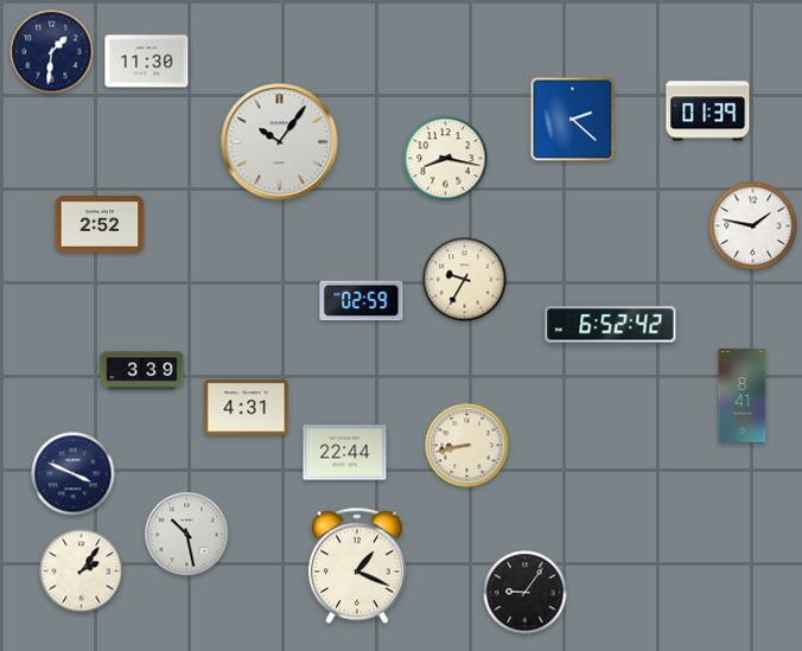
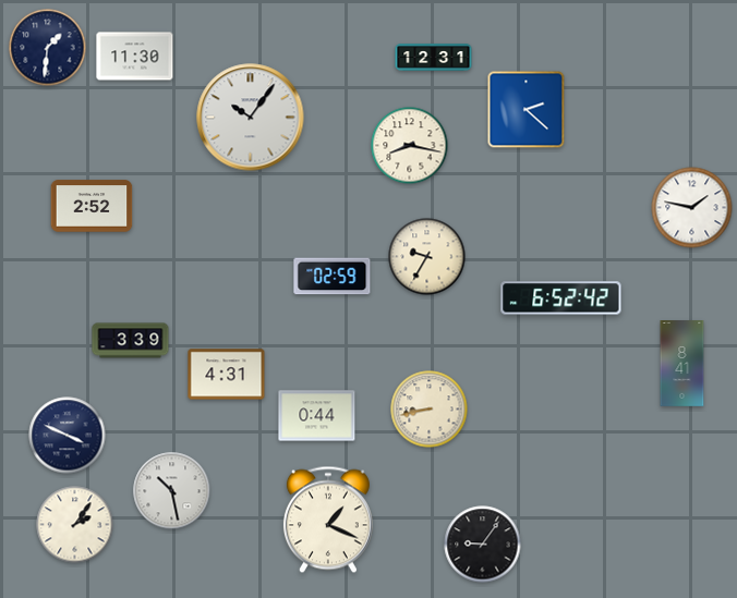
clock at (434, 58): none -> 12:31
clock at (708, 111): 01:39 -> none
clock at (280, 142) position: (280, 142) -> (251, 118)
clock at (345, 453): 22:44 -> 0:44
